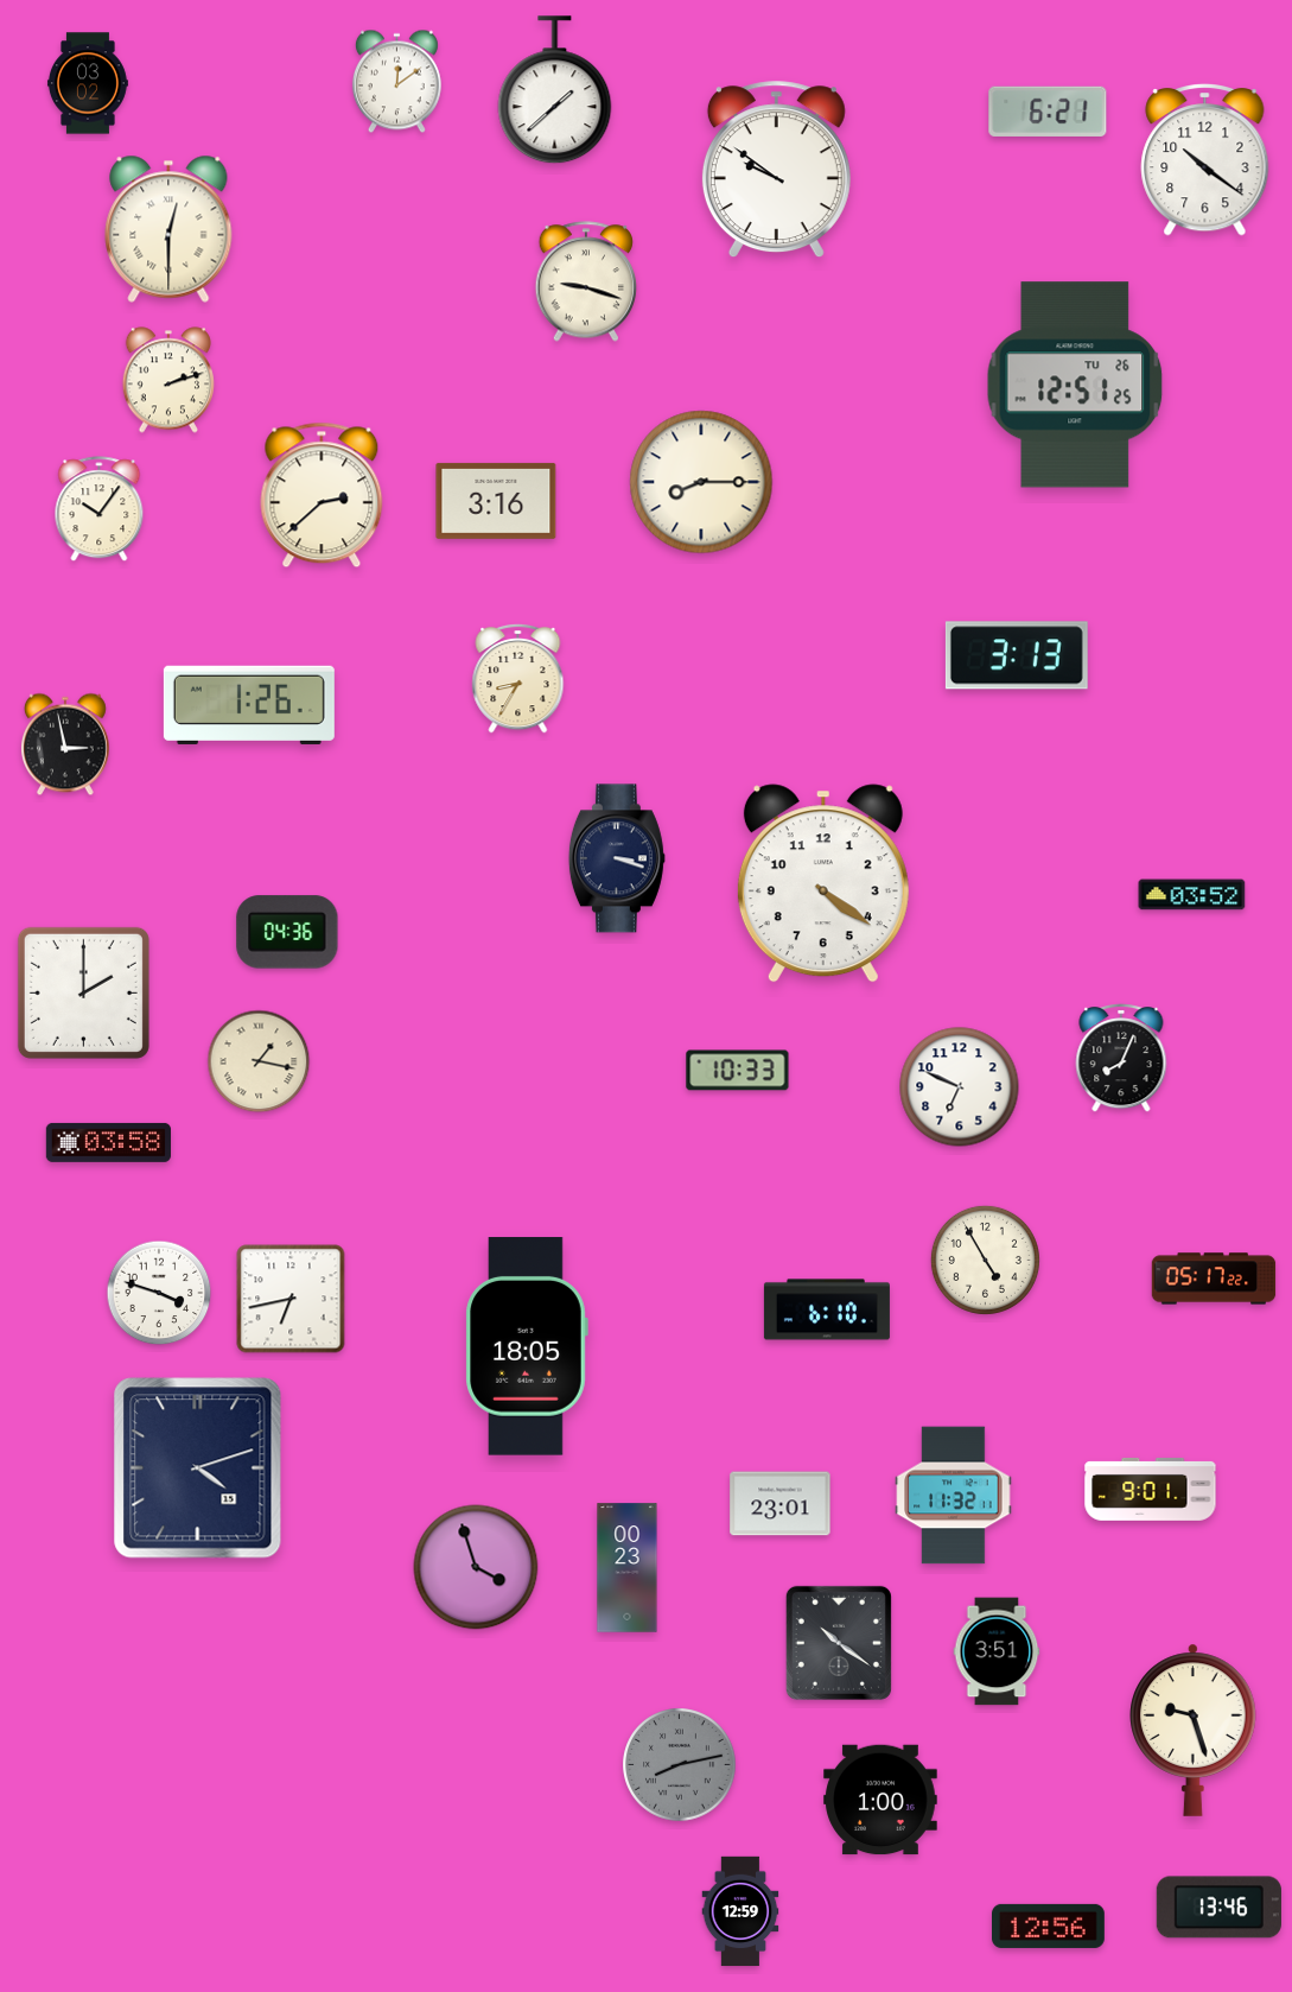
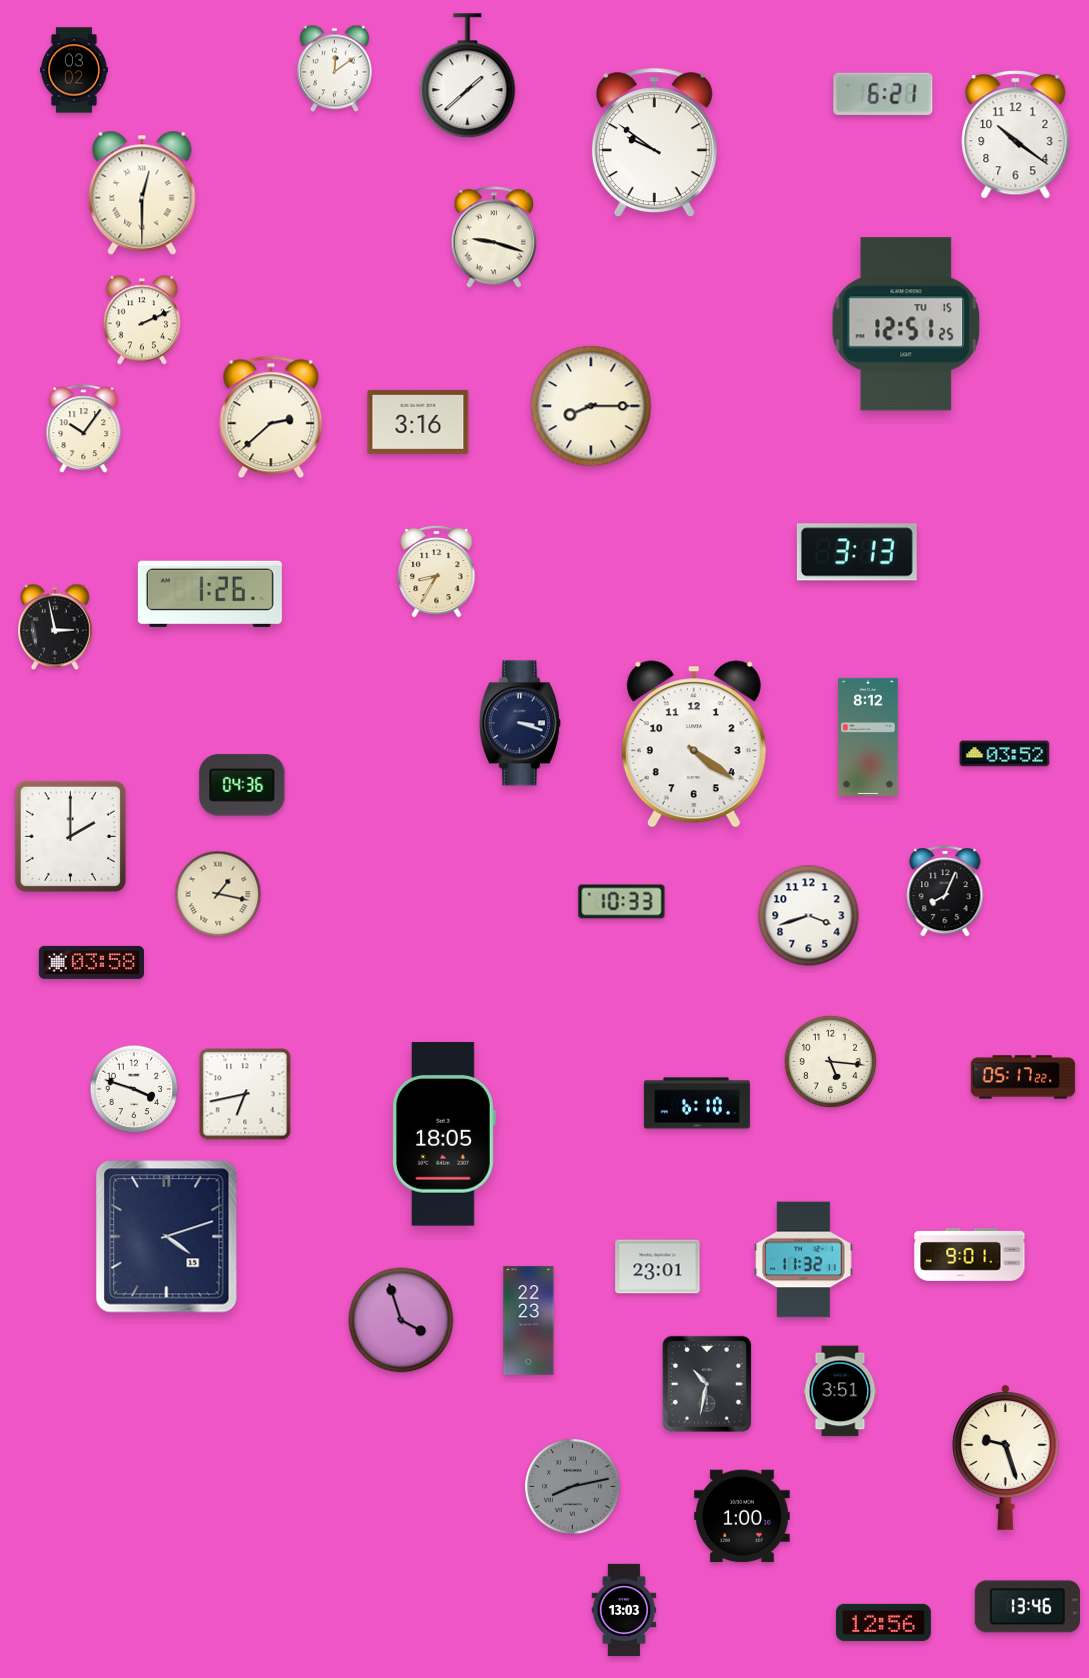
clock at (168, 380): 2:12 -> 2:11
clock at (1075, 385) date: TU 26 -> TU 15
clock at (868, 737): none -> 8:12
clock at (960, 1087): 6:49 -> 3:42
clock at (985, 1260): 4:55 -> 5:16
clock at (628, 1568): 00:23 -> 22:23
clock at (839, 1643): 10:21 -> 10:32
clock at (740, 1911): 12:59 -> 13:03
